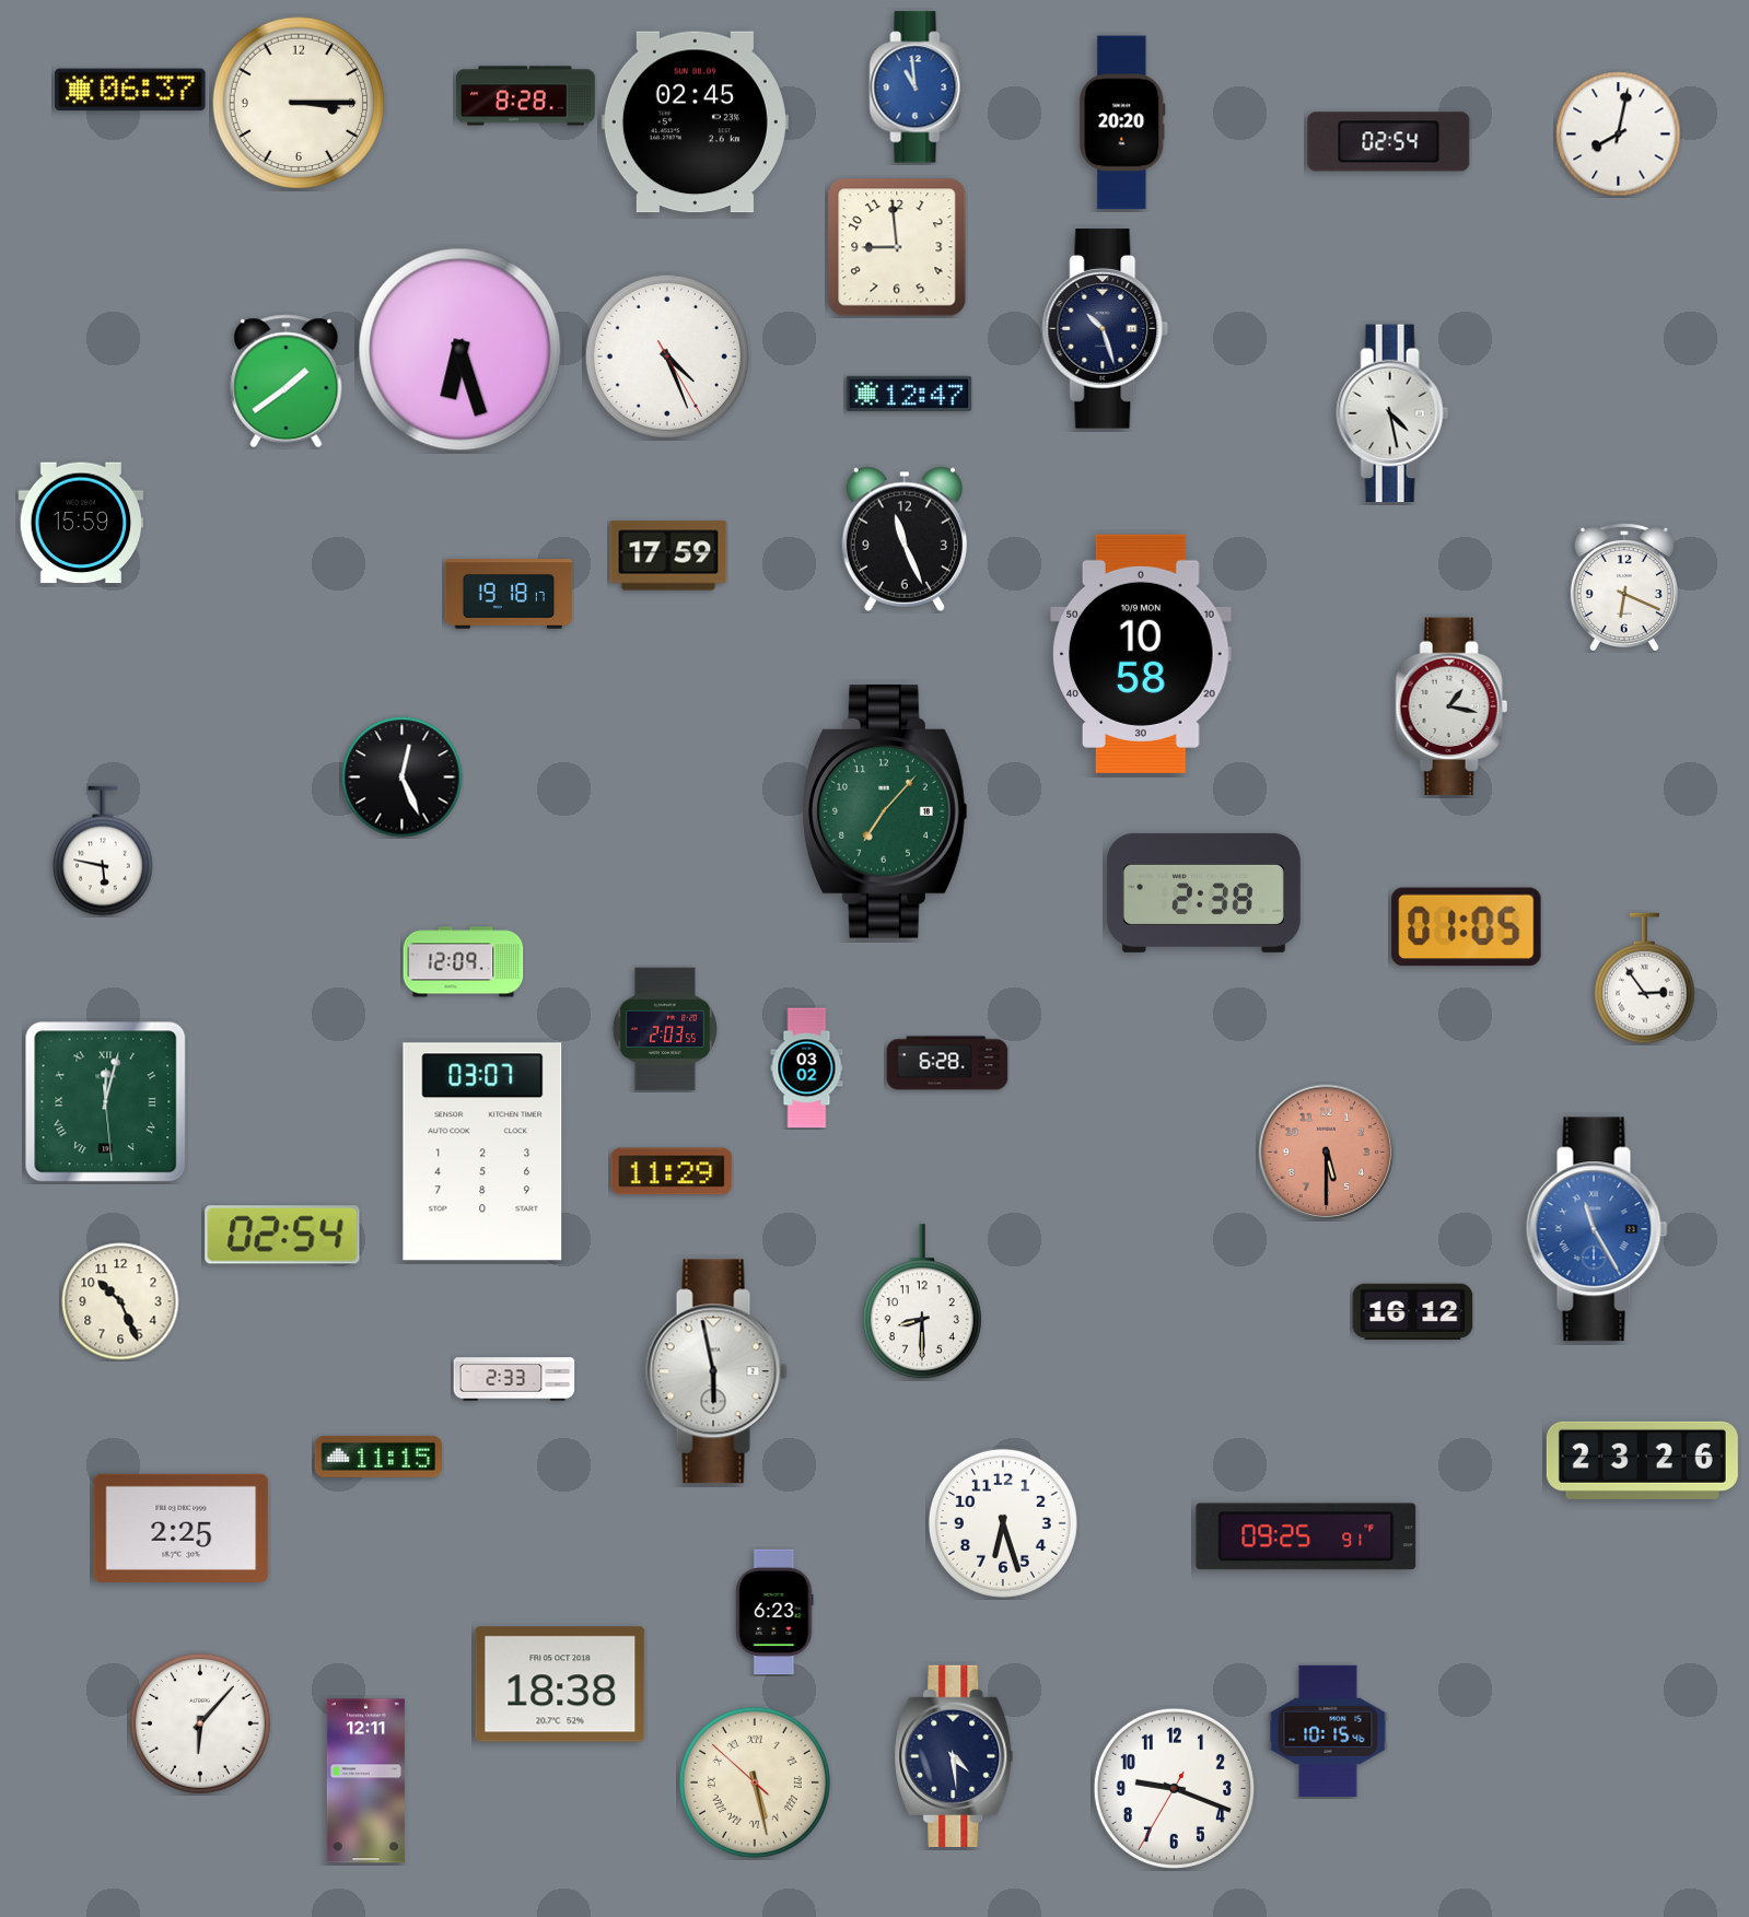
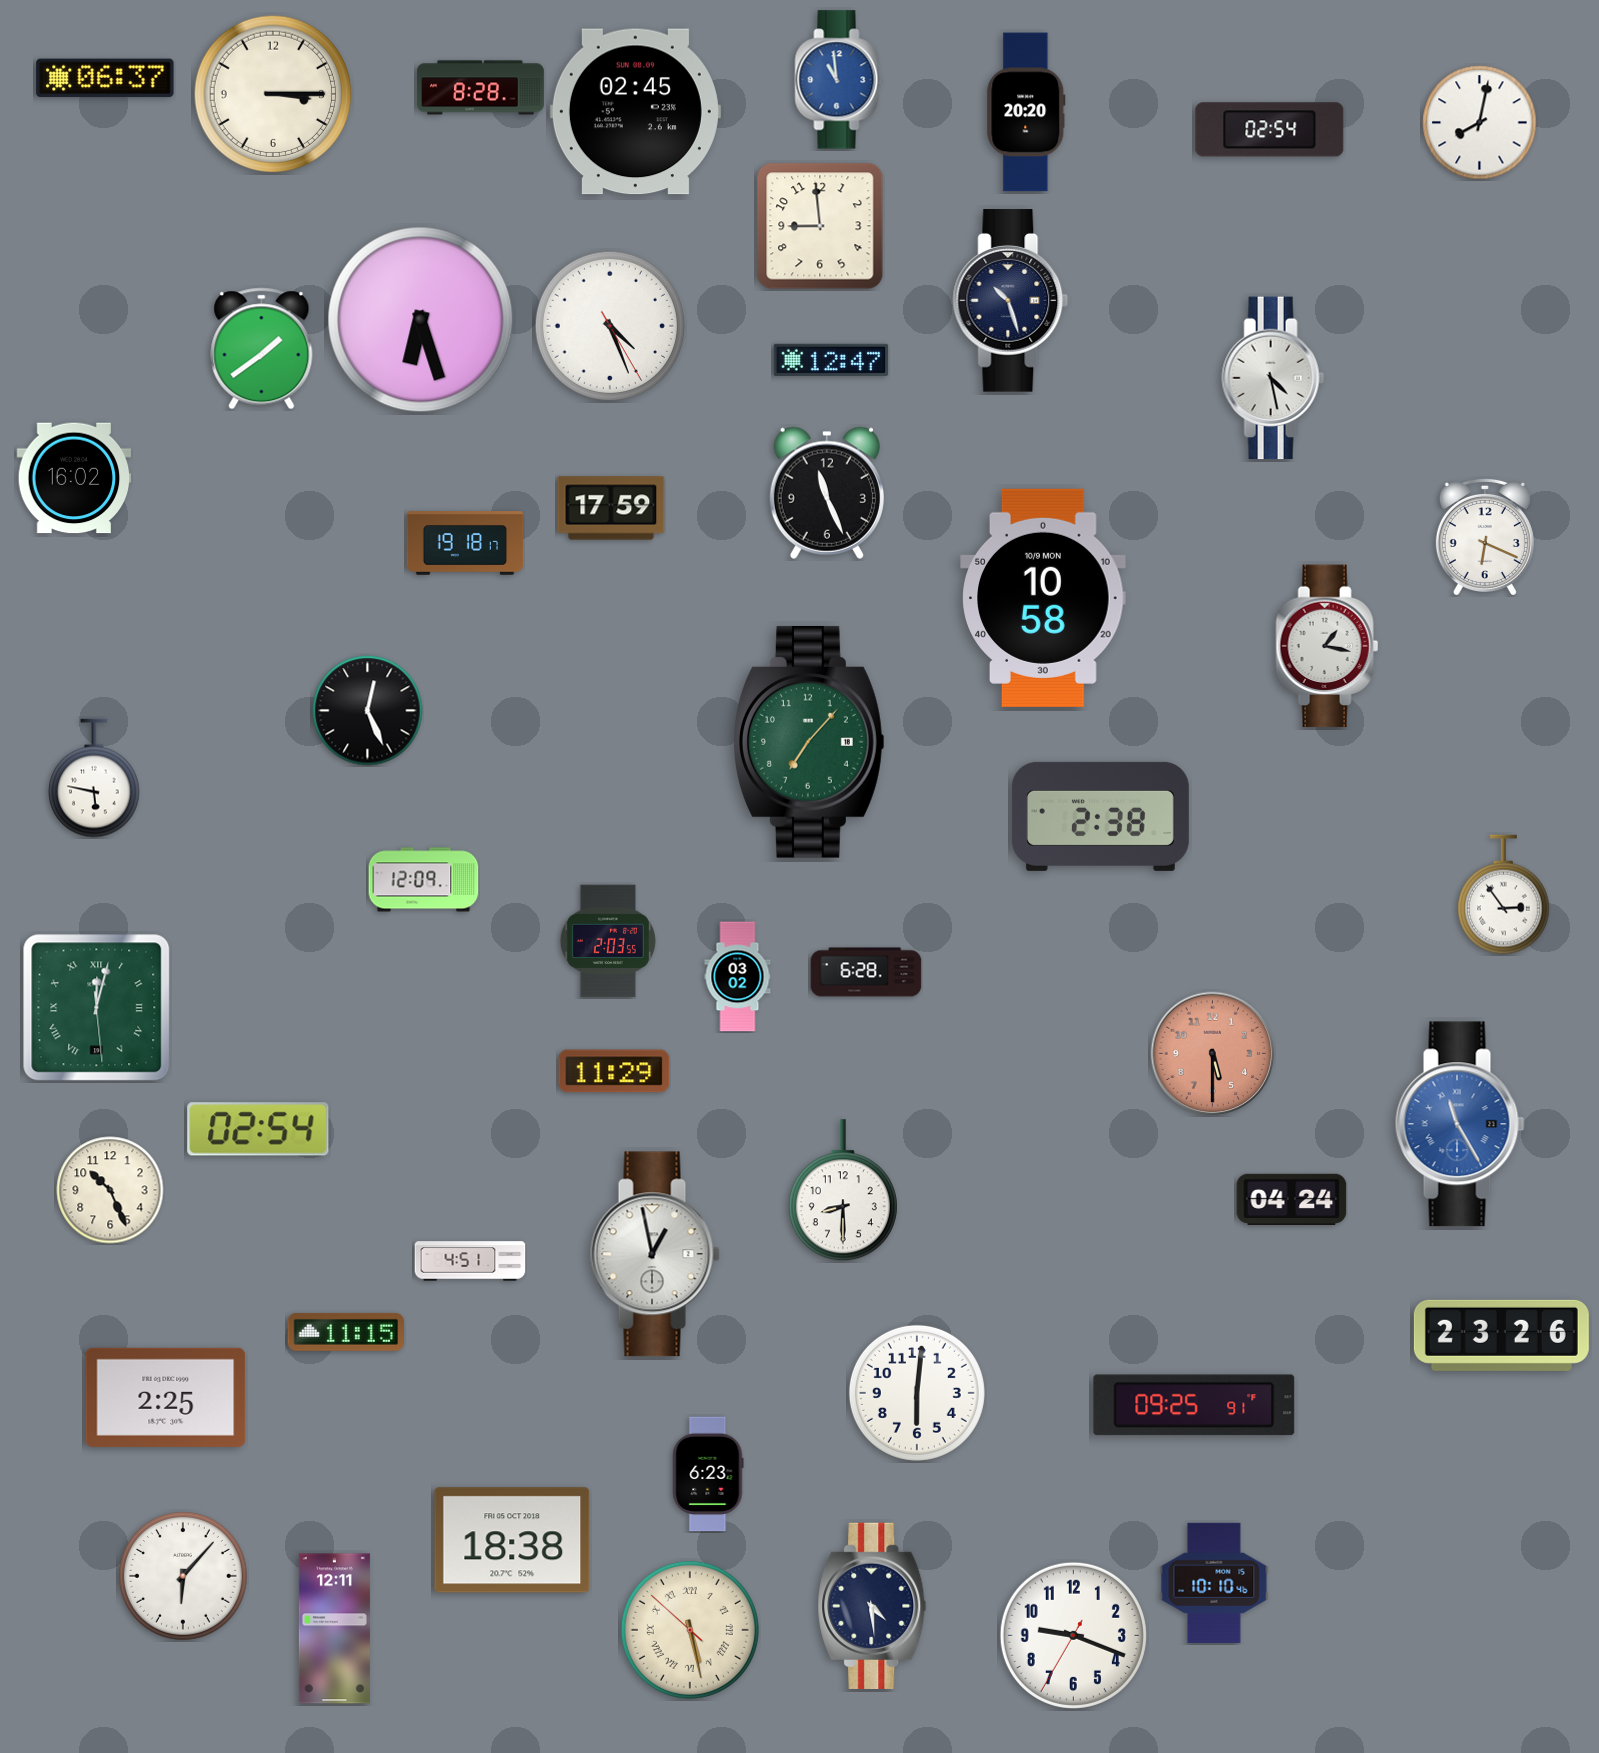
clock at (130, 90) position: (130, 90) -> (105, 78)
clock at (81, 523): 15:59 -> 16:02
clock at (1467, 927): 01:05 -> none
clock at (482, 1152): 03:07 -> none
clock at (1413, 1312): 16:12 -> 04:24
clock at (716, 1371): 5:58 -> 12:58
clock at (514, 1379): 2:33 -> 4:51
clock at (1003, 1523): 6:27 -> 6:01
clock at (1328, 1731): 10:15 -> 10:10
